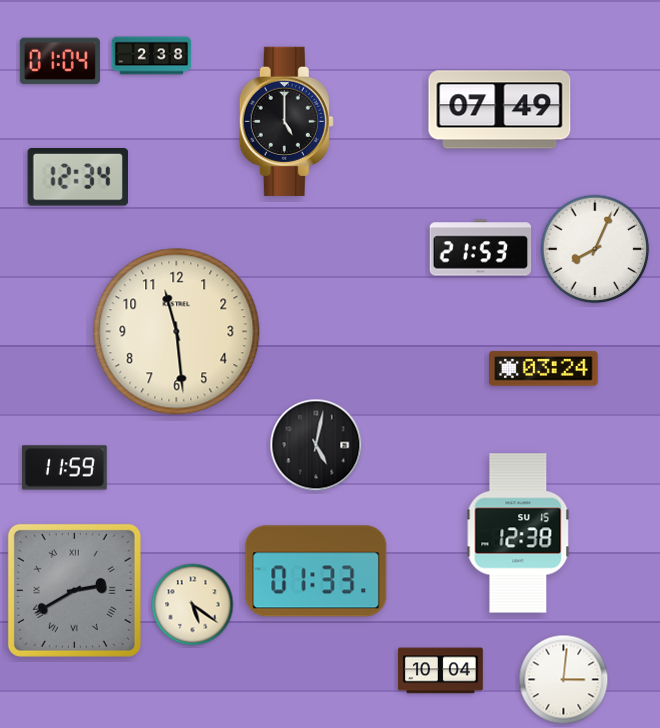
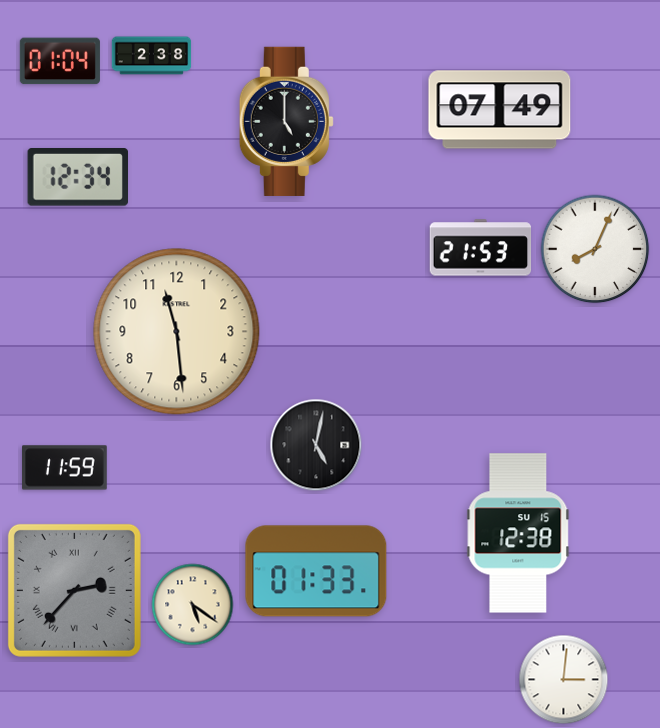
clock at (544, 369): 03:24 -> none
clock at (74, 590): 2:40 -> 2:37
clock at (441, 671): 10:04 -> none
